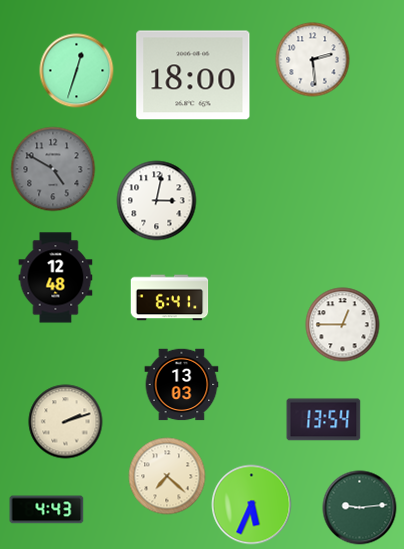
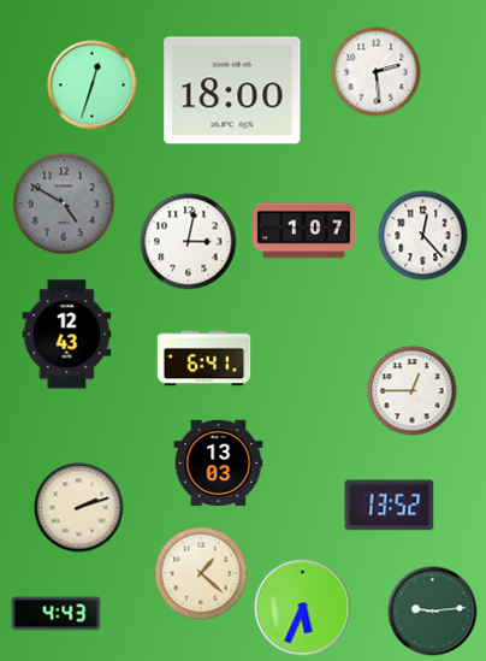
clock at (304, 231): none -> 1:07
clock at (423, 236): none -> 12:23
clock at (56, 278): 12:48 -> 12:43
clock at (324, 420): 13:54 -> 13:52
clock at (167, 476): 7:22 -> 1:22
